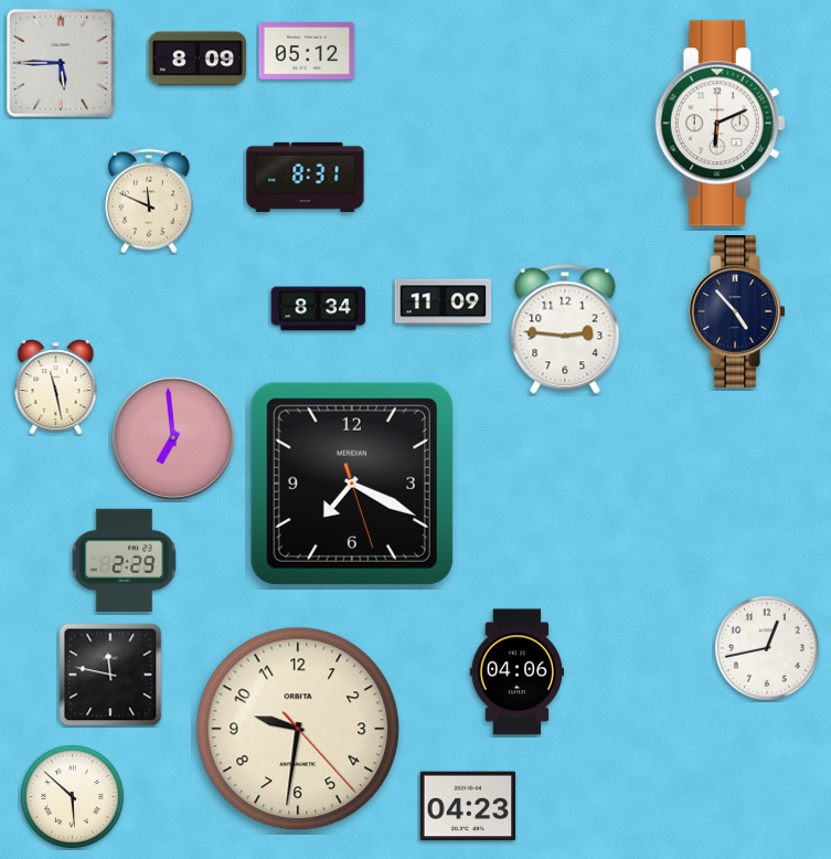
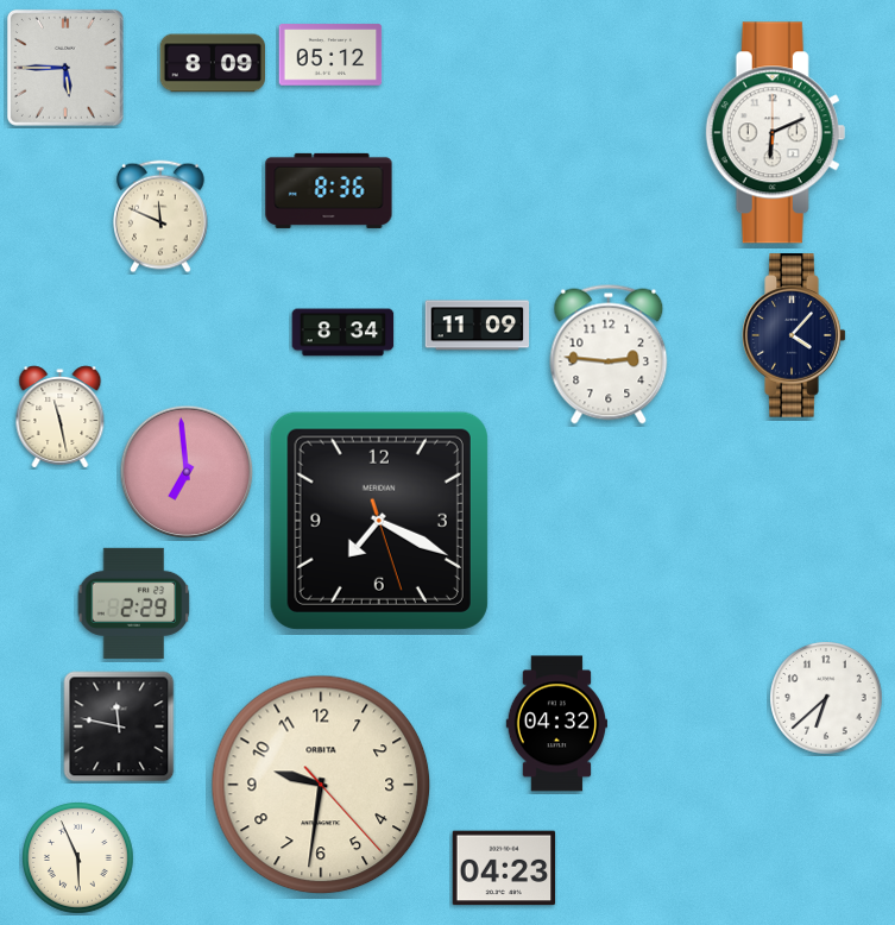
clock at (306, 177): 8:31 -> 8:36
clock at (737, 311): 4:53 -> 4:07
clock at (768, 649): 12:43 -> 6:38
clock at (516, 672): 04:06 -> 04:32
clock at (73, 797): 5:52 -> 5:56
